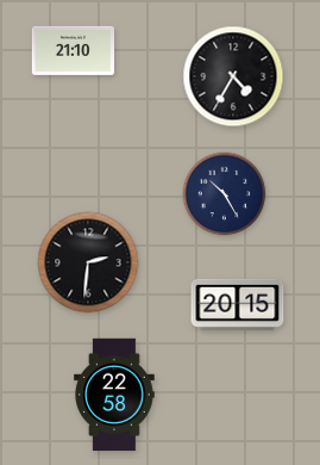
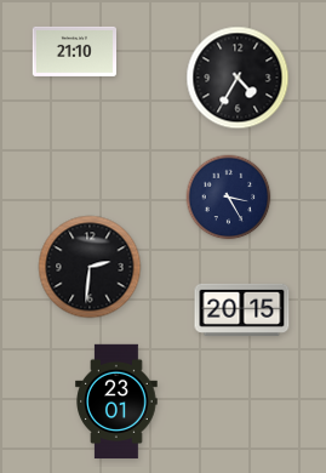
clock at (225, 194): 10:25 -> 3:25
clock at (114, 395): 22:58 -> 23:01
